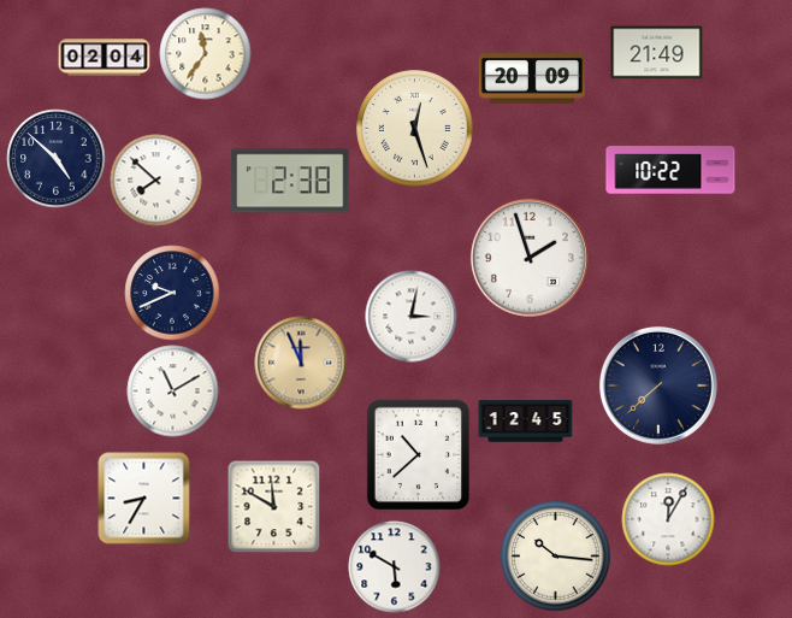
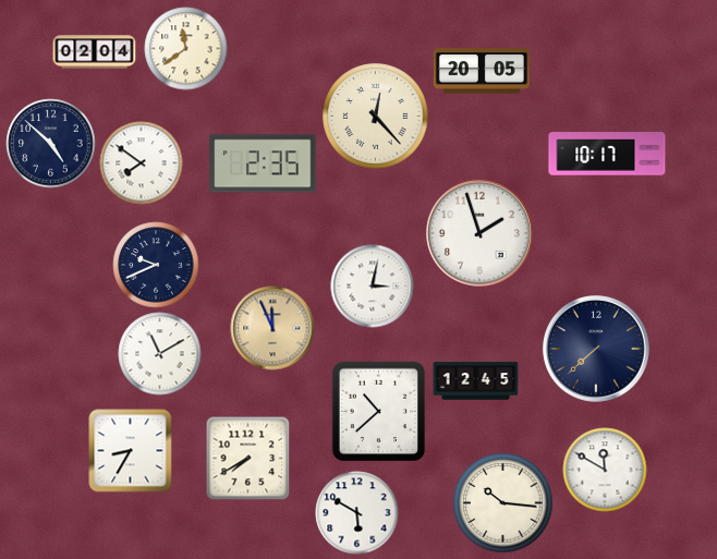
clock at (657, 53): 21:49 -> none
clock at (206, 54): 11:36 -> 11:39
clock at (532, 78): 20:09 -> 20:05
clock at (415, 129): 12:27 -> 12:23
clock at (670, 170): 10:22 -> 10:17
clock at (156, 181): 7:52 -> 7:51
clock at (290, 181): 2:38 -> 2:35
clock at (173, 392) position: (173, 392) -> (160, 354)
clock at (273, 506): 11:50 -> 7:40
clock at (668, 519): 12:05 -> 11:50
